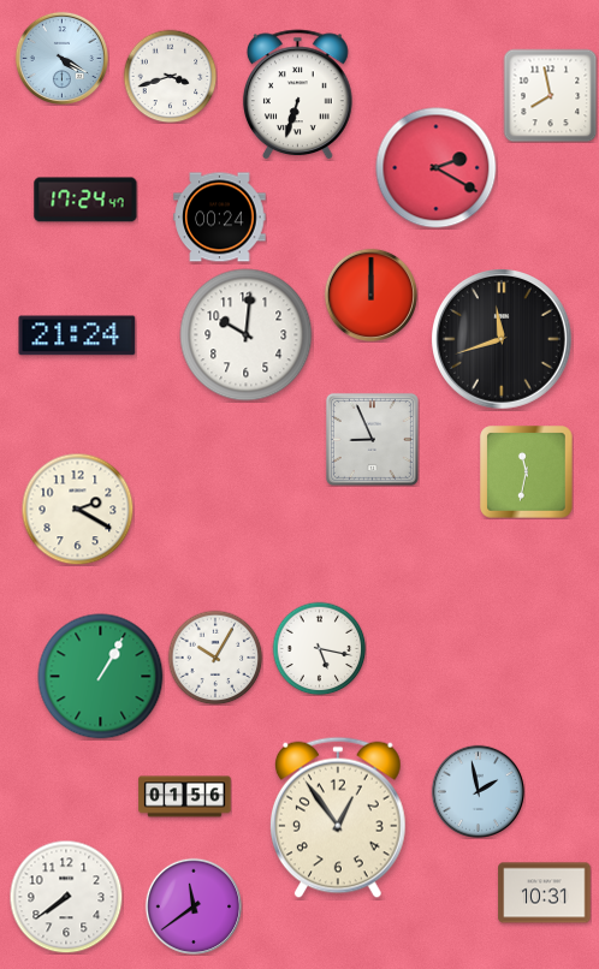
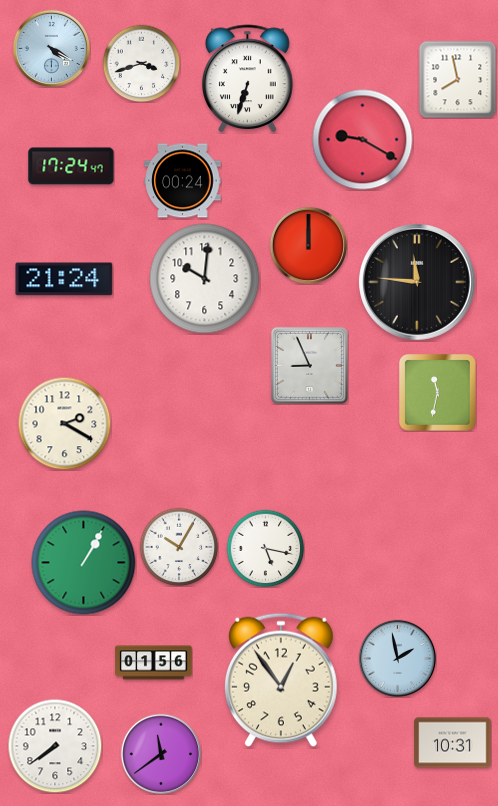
clock at (437, 168): 2:20 -> 9:20
clock at (503, 340): 11:42 -> 11:46
clock at (319, 648) position: (319, 648) -> (265, 548)
